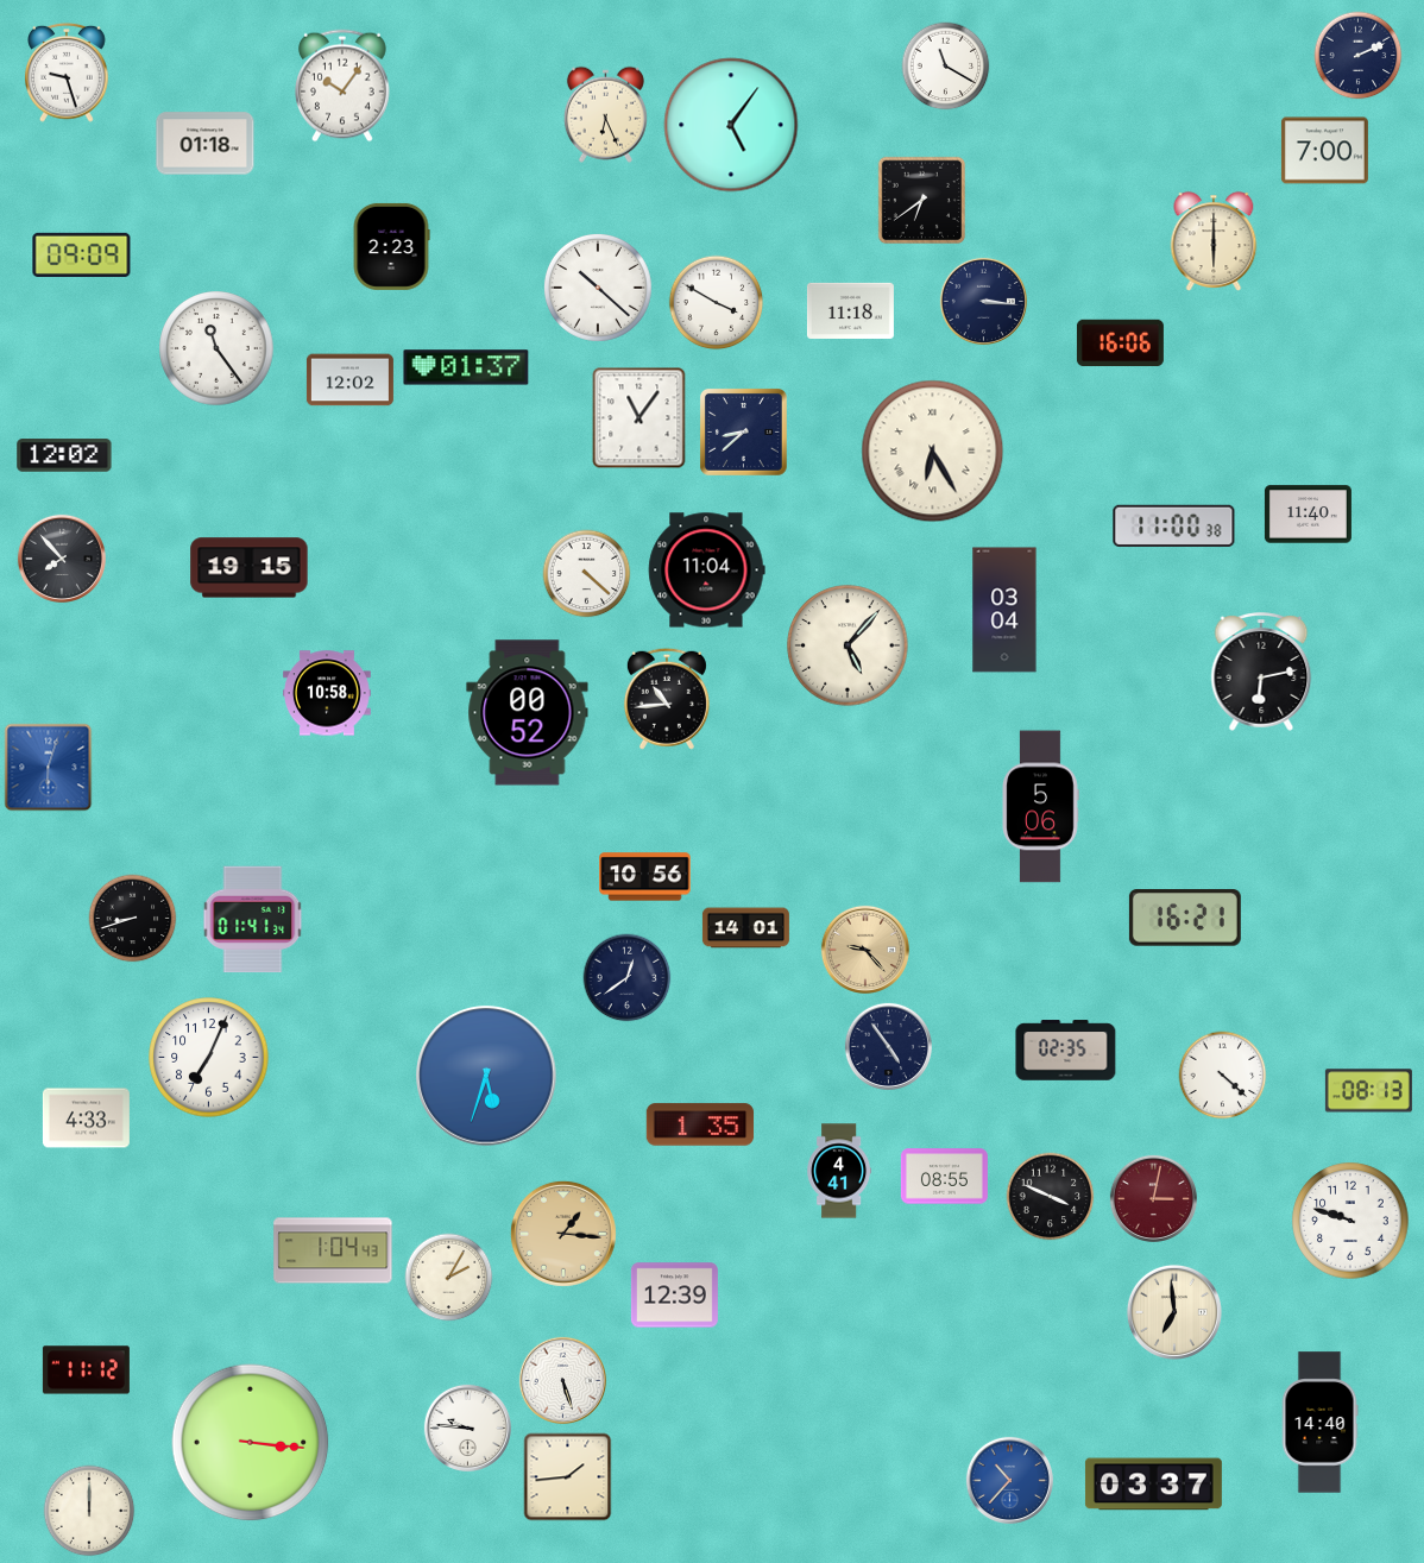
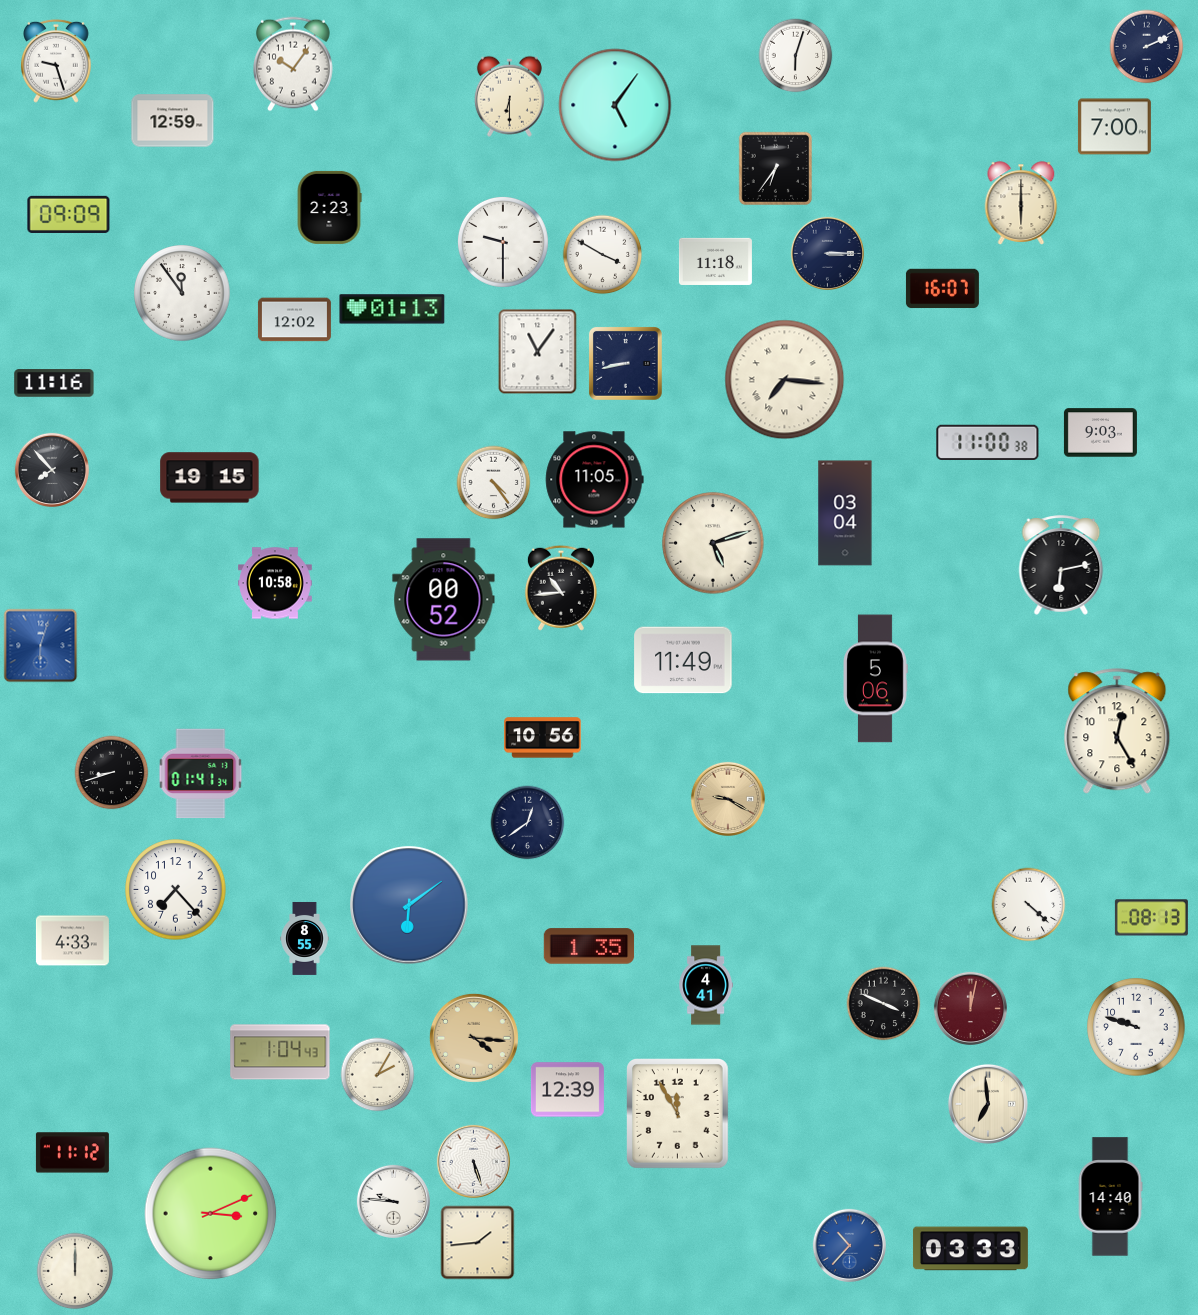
clock at (1359, 56) position: (1359, 56) -> (1147, 47)
clock at (946, 67): 11:20 -> 6:03
clock at (344, 86) position: (344, 86) -> (294, 64)
clock at (605, 114): 6:26 -> 6:30
clock at (206, 144): 01:18 -> 12:59
clock at (921, 200): 6:39 -> 6:36
clock at (598, 288): 10:22 -> 9:30
clock at (983, 301): 3:16 -> 3:15
clock at (1120, 344): 16:06 -> 16:07
clock at (216, 348): 11:24 -> 11:54
clock at (466, 367): 01:37 -> 01:13
clock at (743, 431): 8:38 -> 8:43
clock at (933, 452): 6:25 -> 7:16
clock at (64, 455): 12:02 -> 11:16
clock at (1308, 515): 11:40 -> 9:03
clock at (707, 571): 11:04 -> 11:05
clock at (587, 574): 4:22 -> 4:24
clock at (848, 645): 5:07 -> 5:12
clock at (683, 660): none -> 11:49
clock at (1117, 732): none -> 12:25
clock at (1185, 918): 16:21 -> none
clock at (253, 920) position: (253, 920) -> (201, 774)
clock at (745, 928): 14:01 -> none
clock at (865, 950): 9:23 -> 9:20
clock at (888, 1046): 4:54 -> none
clock at (1066, 1051): 02:35 -> none
clock at (209, 1058): 7:04 -> 7:23
clock at (486, 1076): 5:33 -> 6:09
clock at (305, 938): none -> 8:55
clock at (944, 1177): 08:55 -> none
clock at (1051, 1197) position: (1051, 1197) -> (884, 1004)
clock at (1153, 1198): 3:02 -> 12:02
clock at (563, 1234): 1:16 -> 4:16
clock at (678, 1114): none -> 11:55
clock at (251, 1443): 3:16 -> 3:11
clock at (1153, 1485): 03:37 -> 03:33
